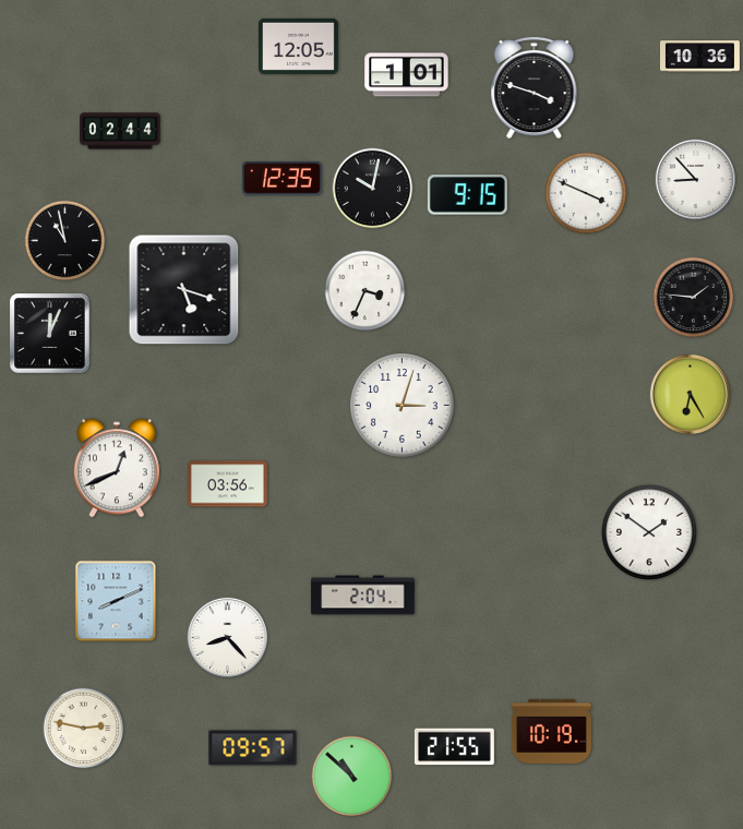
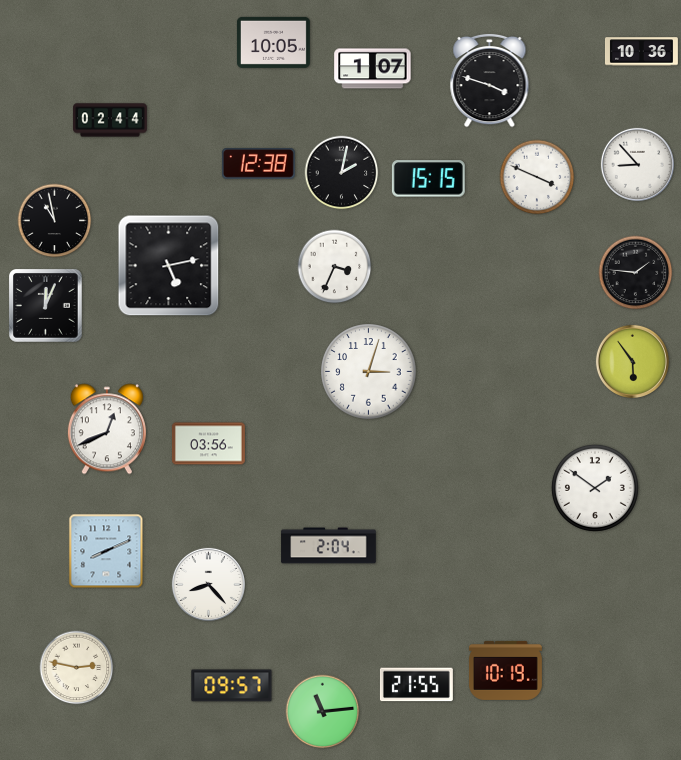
clock at (298, 46): 12:05 -> 10:05
clock at (407, 75): 1:01 -> 1:07
clock at (281, 179): 12:35 -> 12:38
clock at (373, 189): 10:02 -> 2:02
clock at (467, 195): 9:15 -> 15:15
clock at (65, 241) position: (65, 241) -> (55, 221)
clock at (184, 290): 5:18 -> 5:13
clock at (690, 394): 6:25 -> 5:54
clock at (363, 596) position: (363, 596) -> (329, 546)
clock at (352, 777): 10:52 -> 11:14
